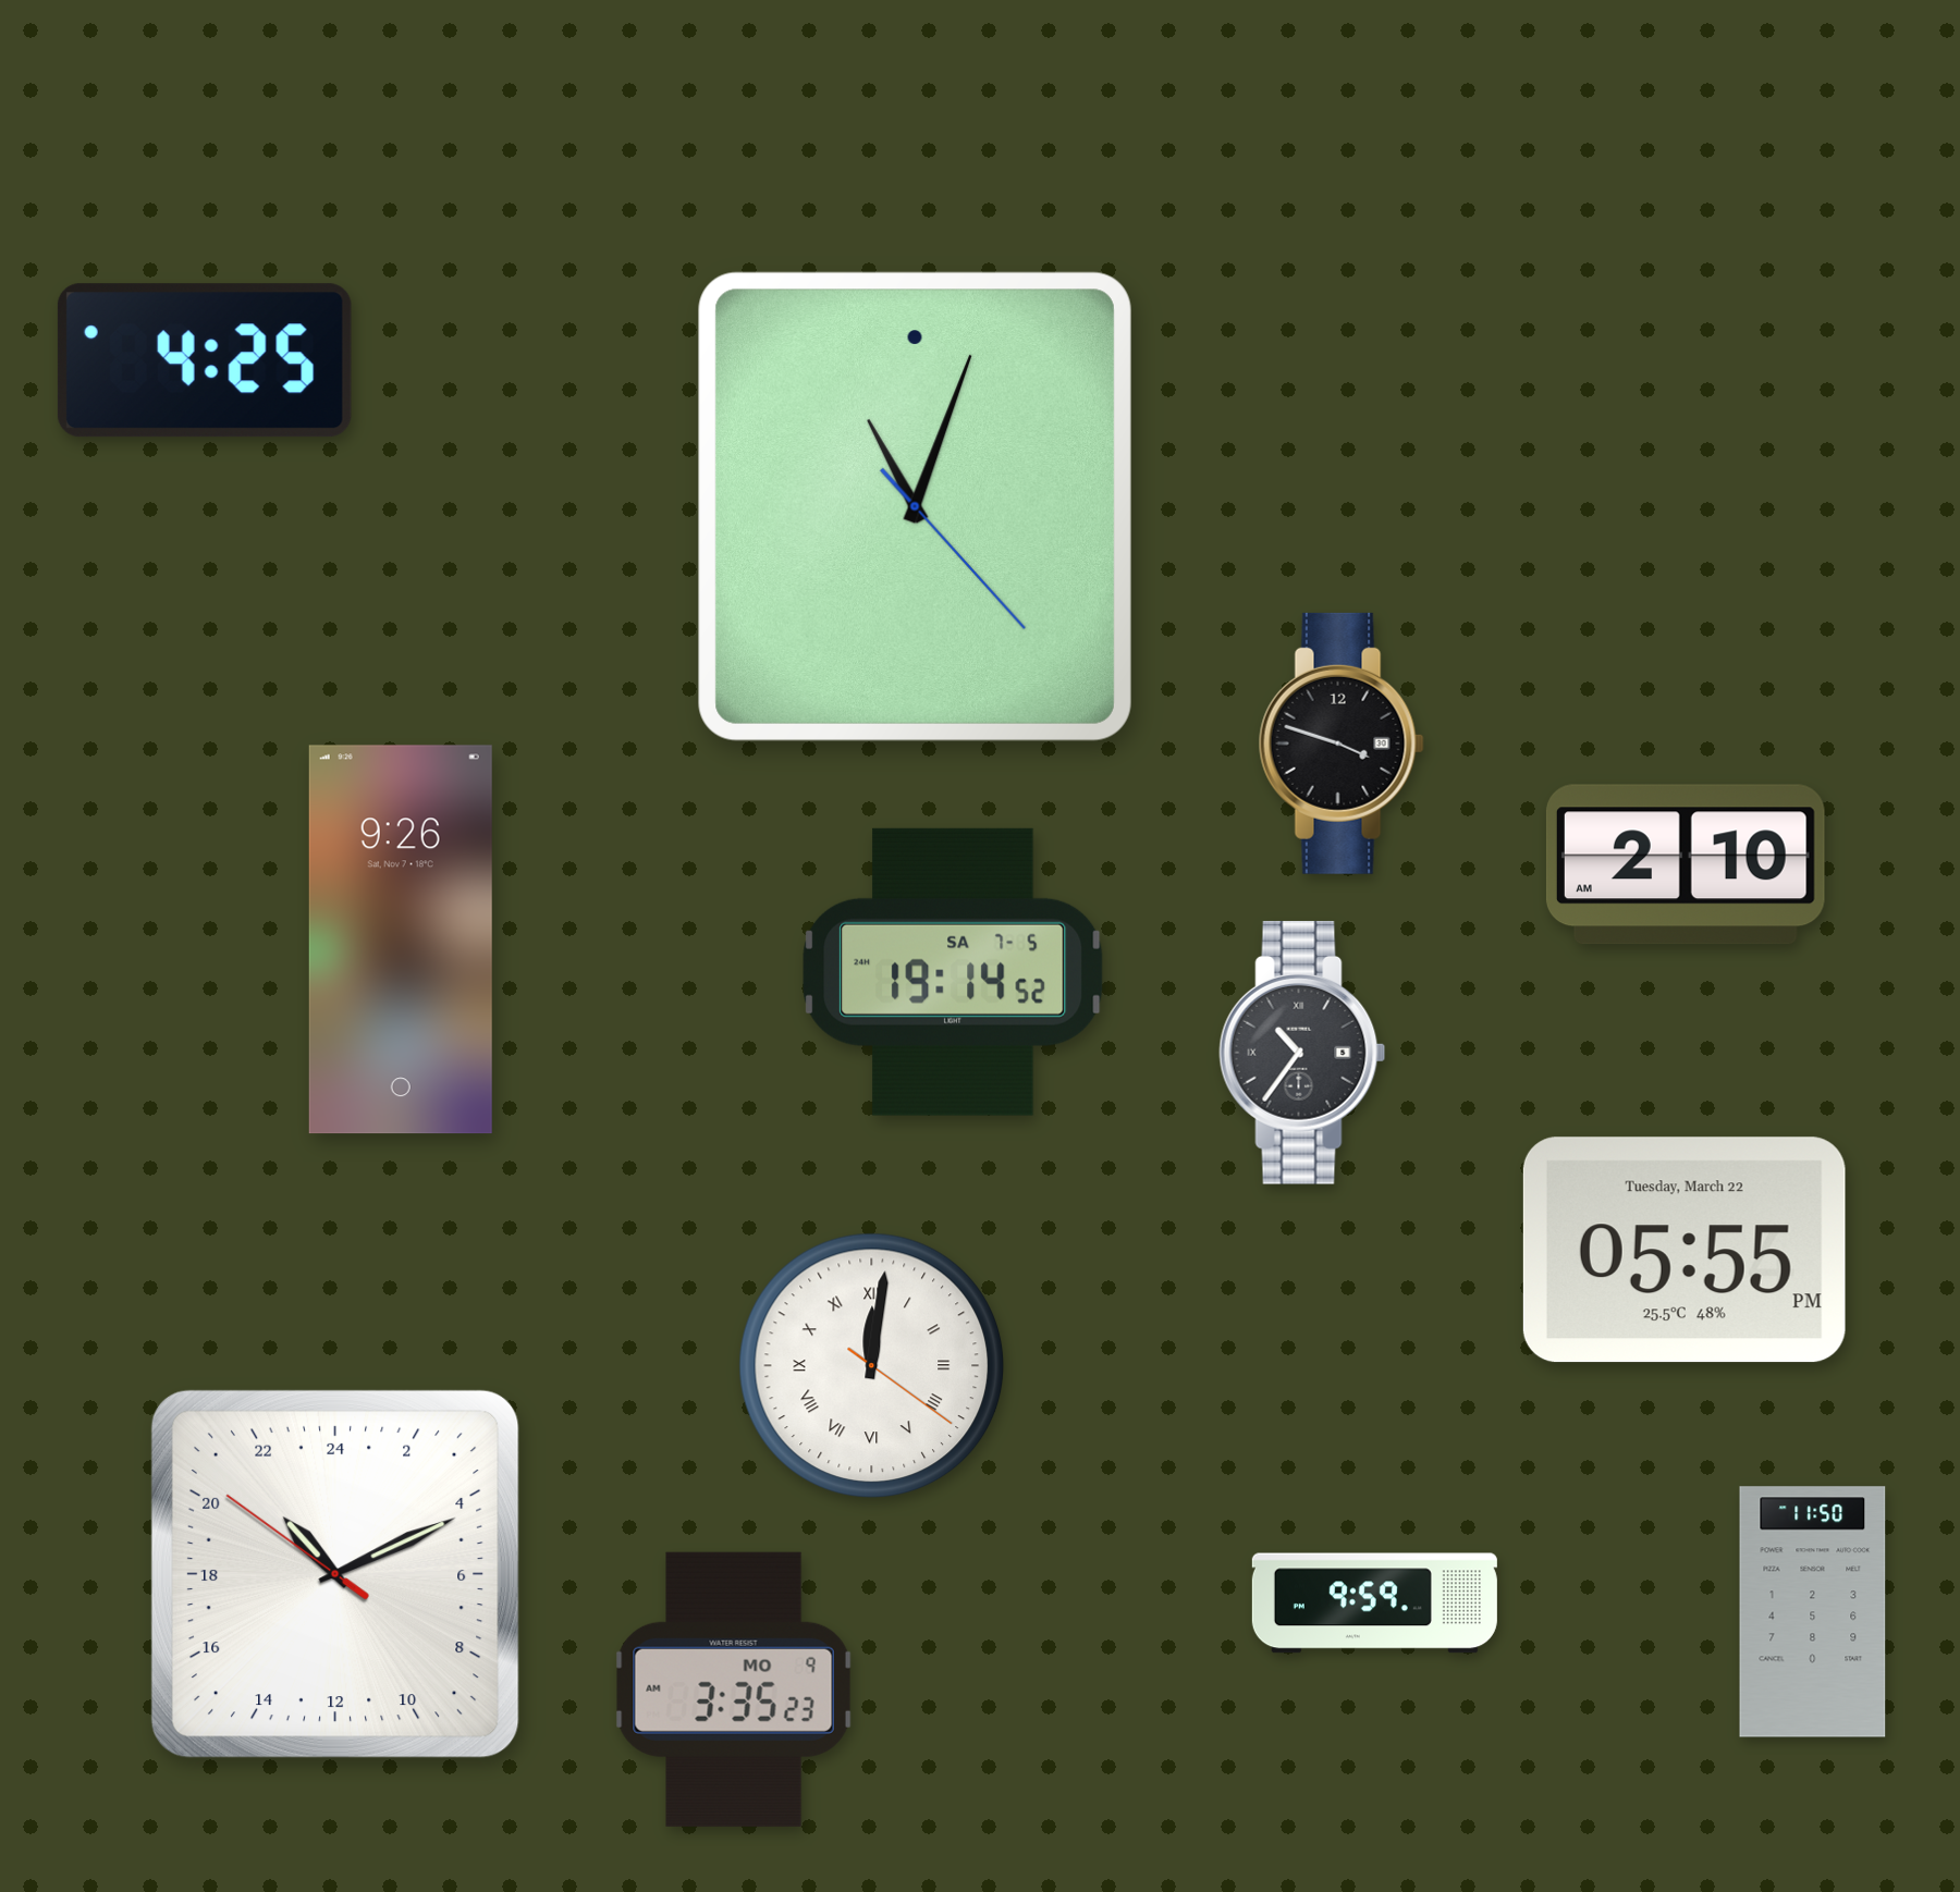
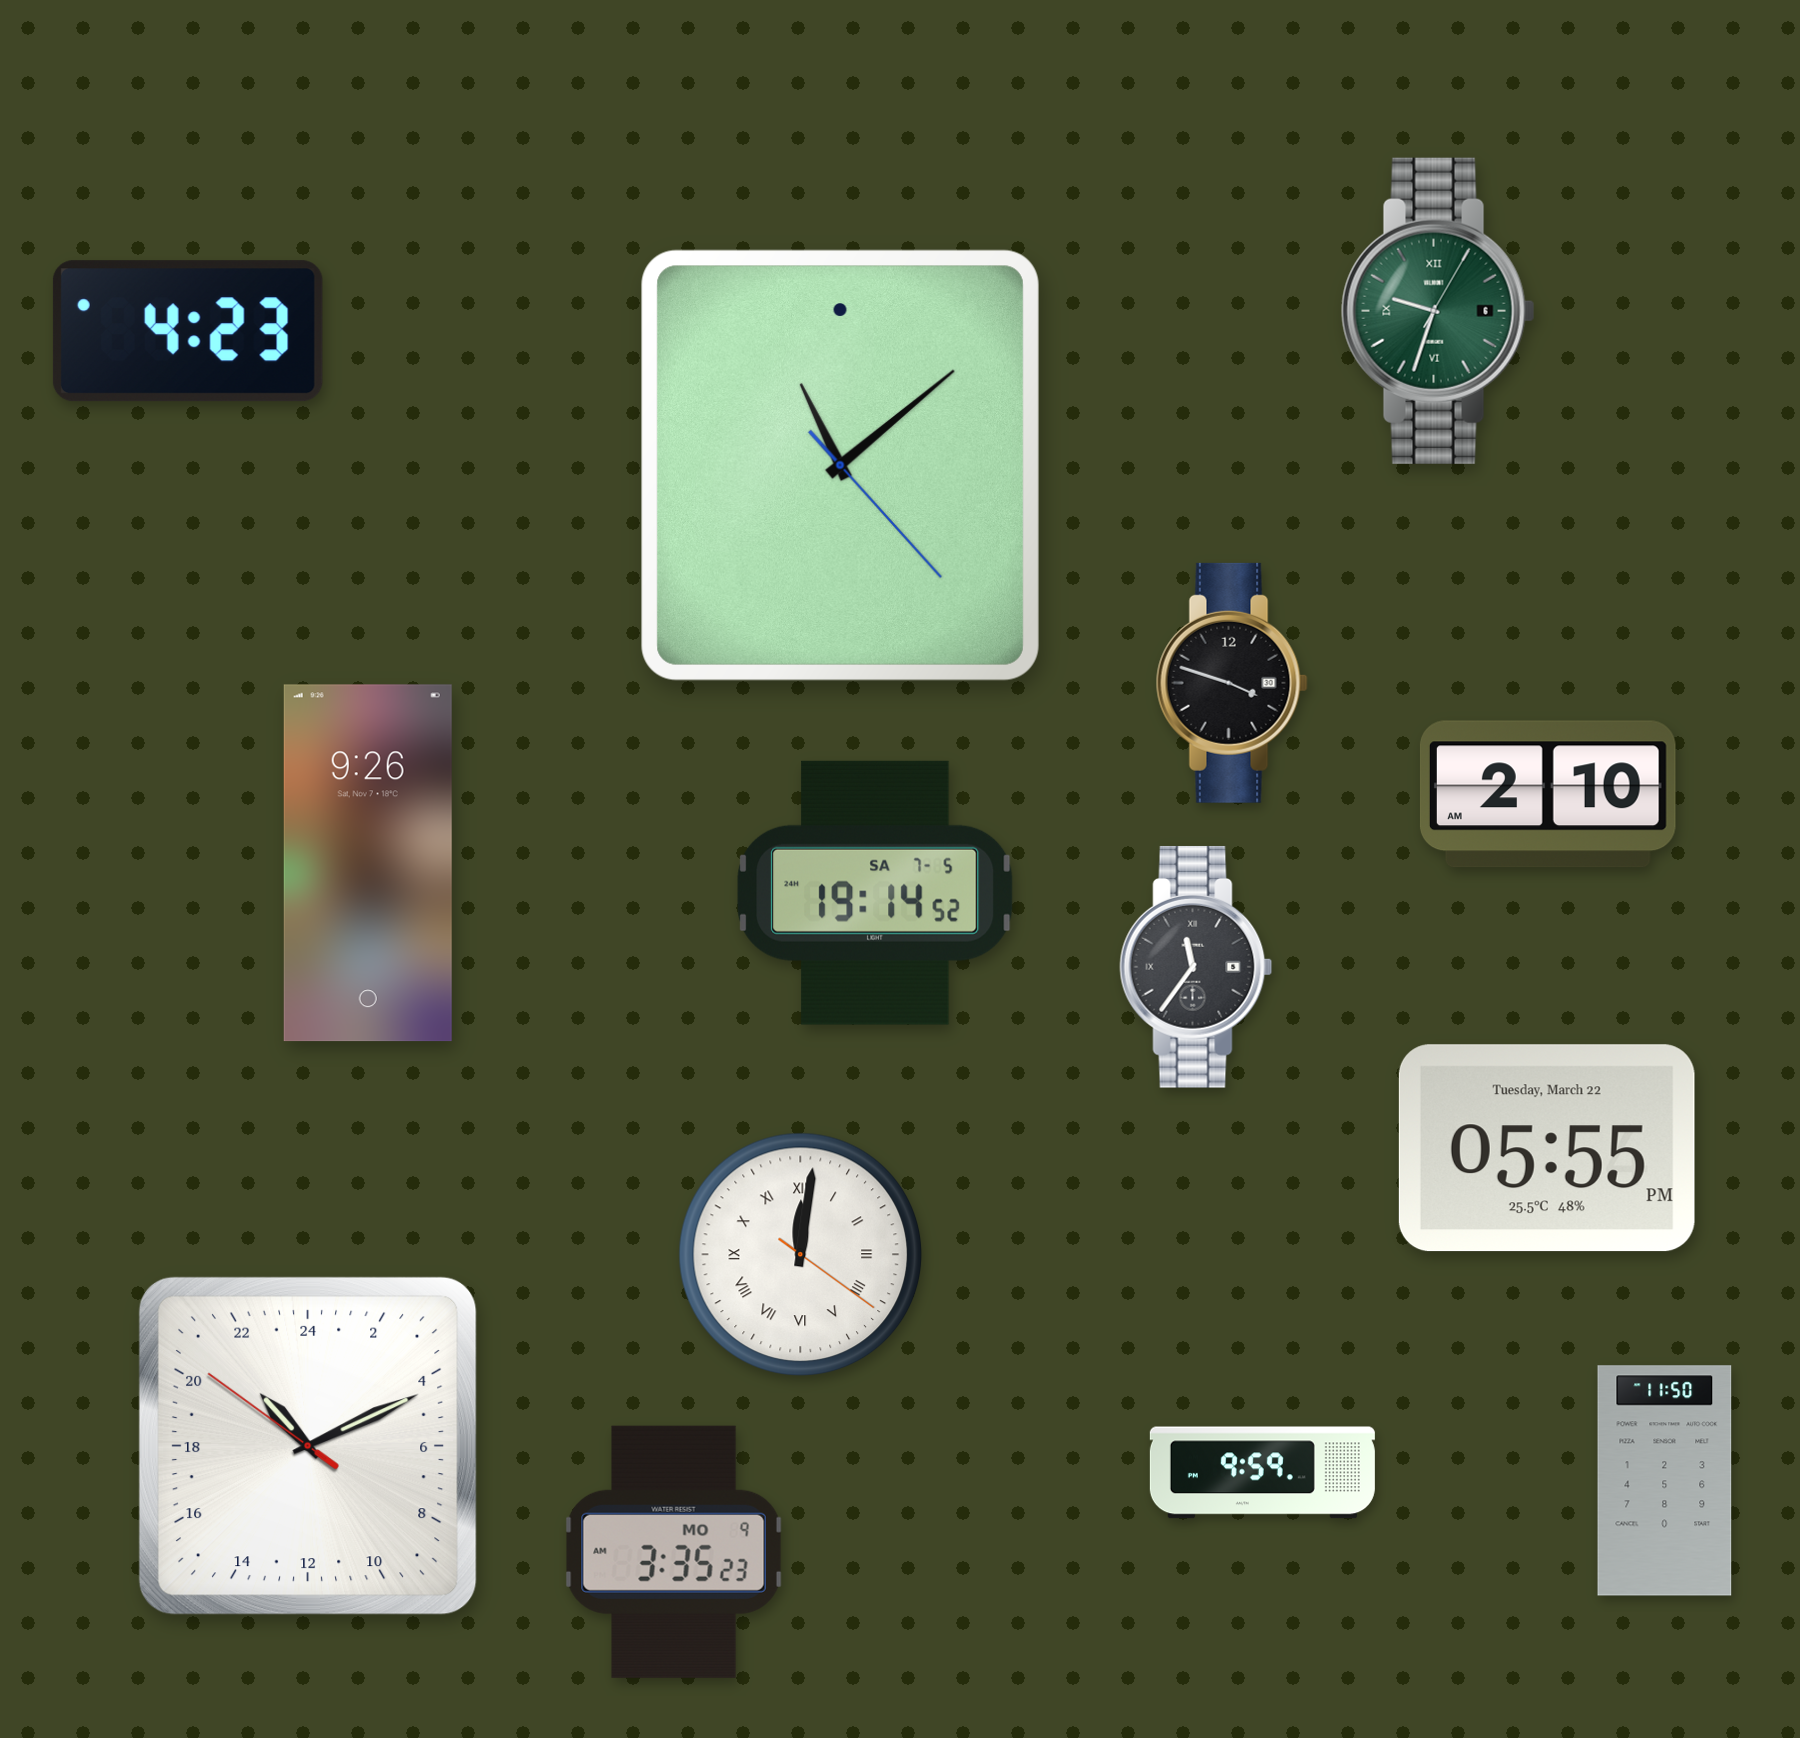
clock at (1438, 311): none -> 9:33
clock at (205, 360): 4:25 -> 4:23
clock at (915, 506): 11:03 -> 11:08
clock at (1302, 1053): 10:36 -> 11:36
